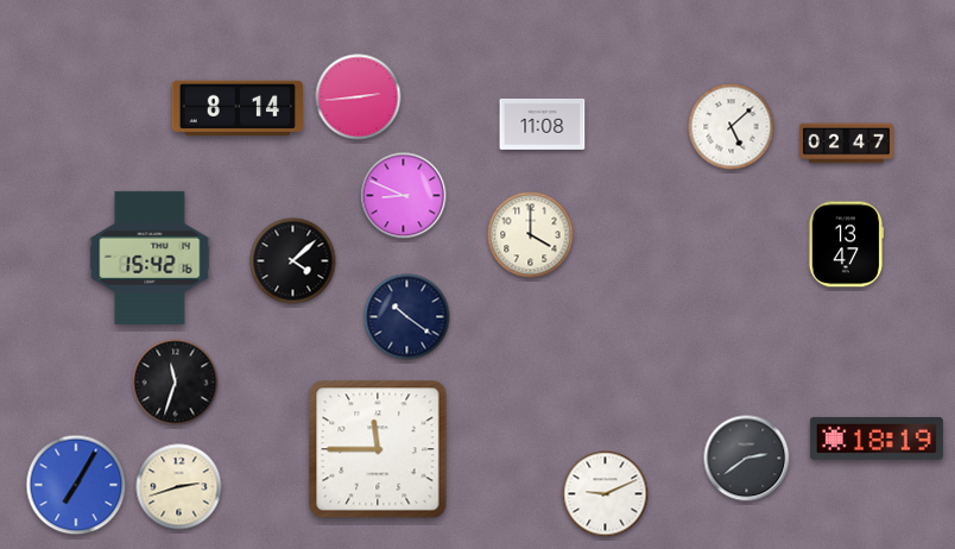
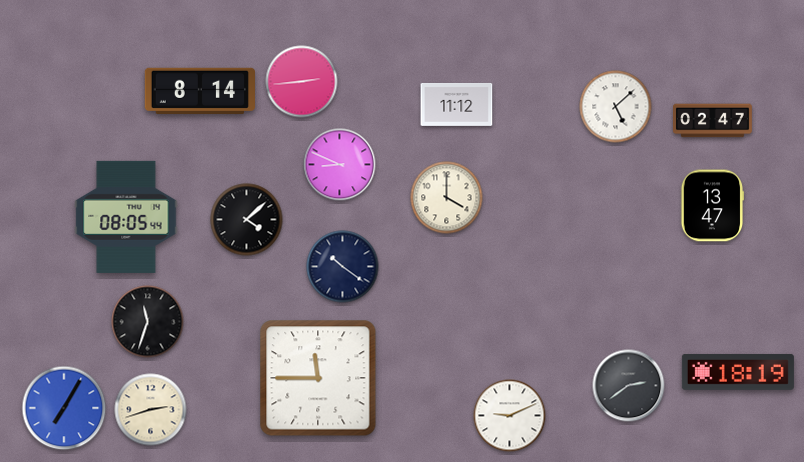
clock at (543, 124): 11:08 -> 11:12
clock at (150, 258): 15:42 -> 08:05
clock at (877, 438) position: (877, 438) -> (738, 372)
